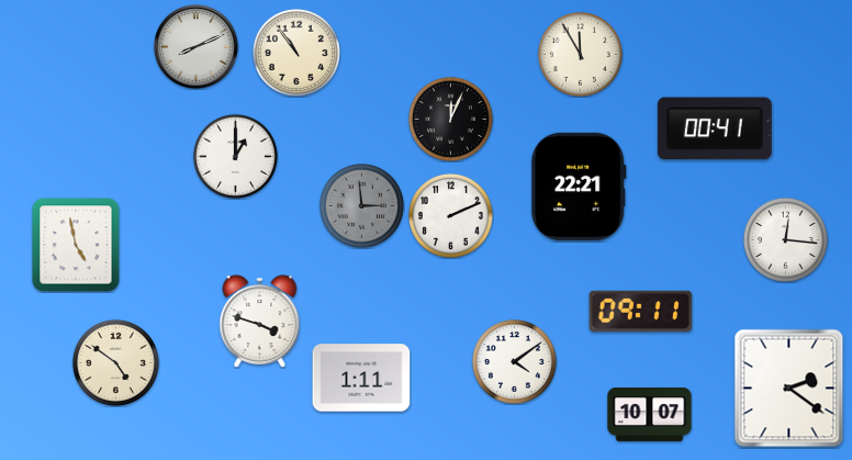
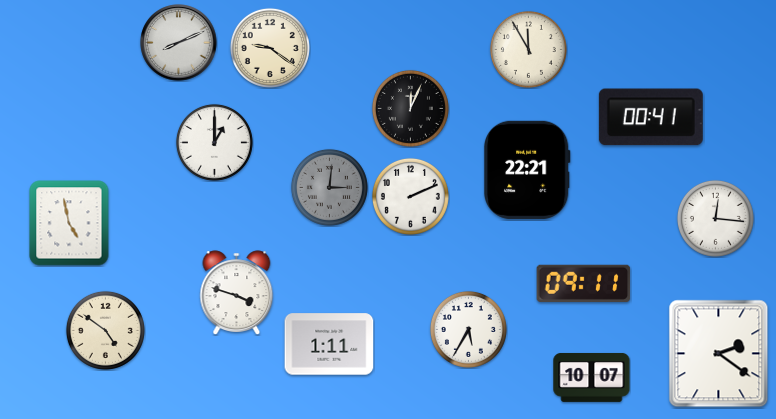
clock at (296, 53): 10:54 -> 9:21
clock at (361, 205): 2:59 -> 3:01
clock at (514, 361): 4:09 -> 5:35
